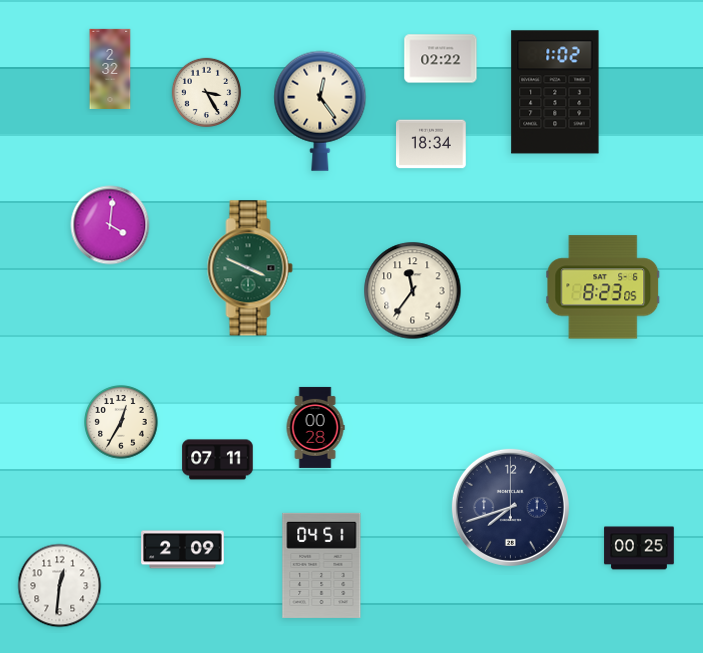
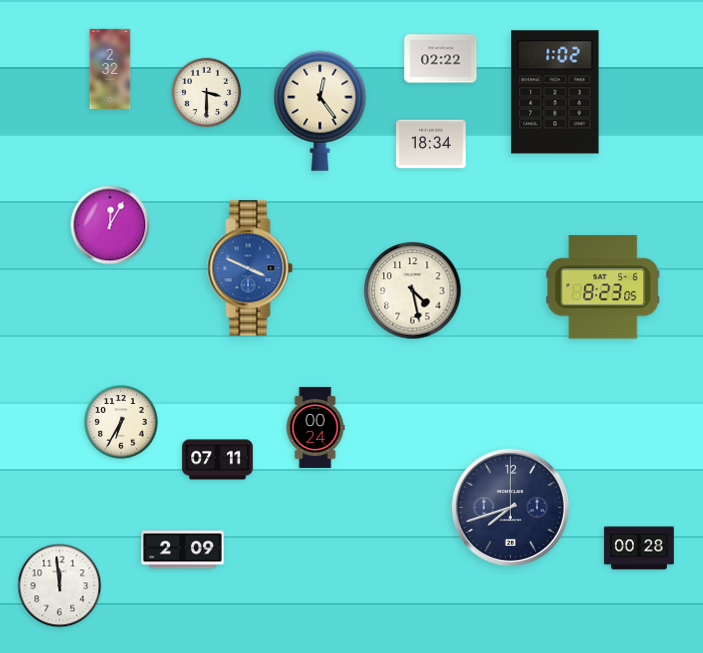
clock at (207, 93): 3:25 -> 3:30
clock at (110, 225): 4:01 -> 12:05
clock at (250, 268) dial: green -> blue
clock at (413, 291): 11:36 -> 4:28
clock at (121, 422): 12:35 -> 6:35
clock at (315, 427): 00:28 -> 00:24
clock at (639, 548): 00:25 -> 00:28
clock at (322, 565): 04:51 -> none
clock at (60, 586): 12:31 -> 11:59
